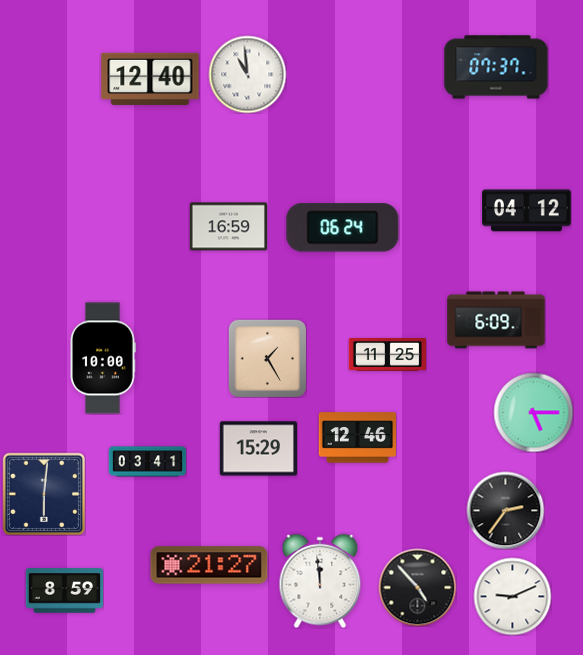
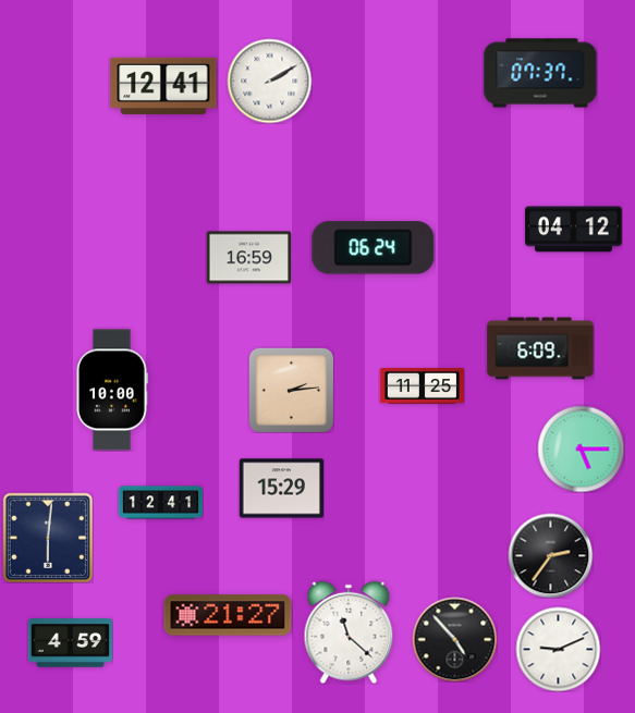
clock at (247, 74): 10:59 -> 2:10
clock at (150, 79): 12:40 -> 12:41
clock at (228, 227) position: (228, 227) -> (248, 258)
clock at (267, 358): 1:25 -> 2:14
clock at (357, 438): 12:46 -> none
clock at (147, 462): 03:41 -> 12:41
clock at (320, 581): 11:59 -> 11:22
clock at (64, 591): 8:59 -> 4:59
